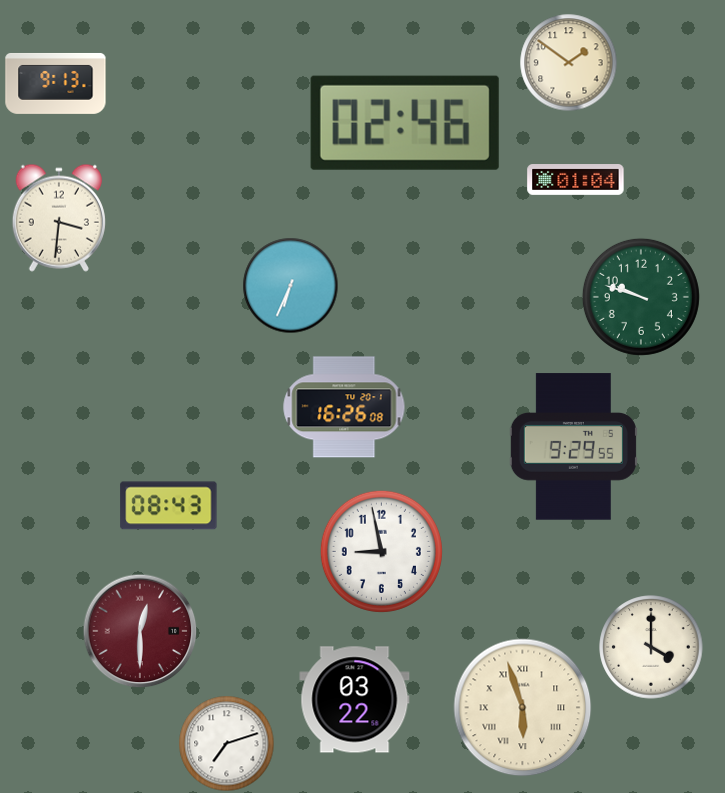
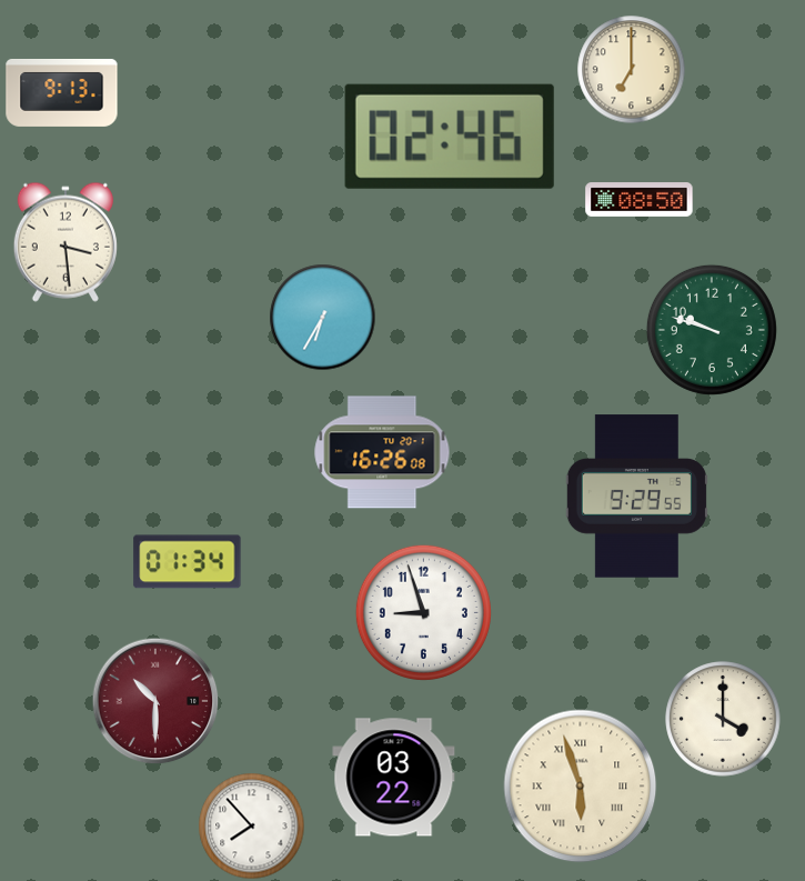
clock at (568, 62): 1:51 -> 7:00
clock at (576, 180): 01:04 -> 08:50
clock at (59, 218): 3:31 -> 3:29
clock at (290, 285): 6:34 -> 6:35
clock at (169, 506): 08:43 -> 01:34
clock at (381, 551): 8:58 -> 8:57
clock at (140, 631): 12:30 -> 10:30
clock at (226, 743): 7:12 -> 7:53
